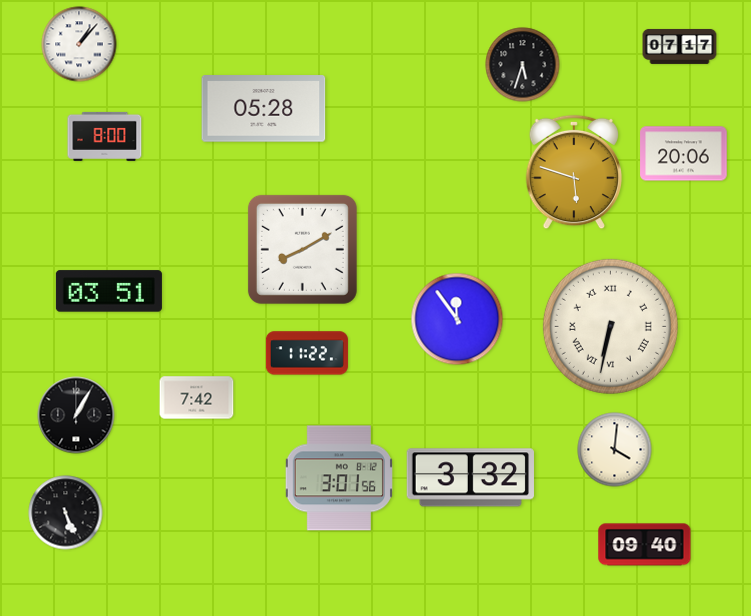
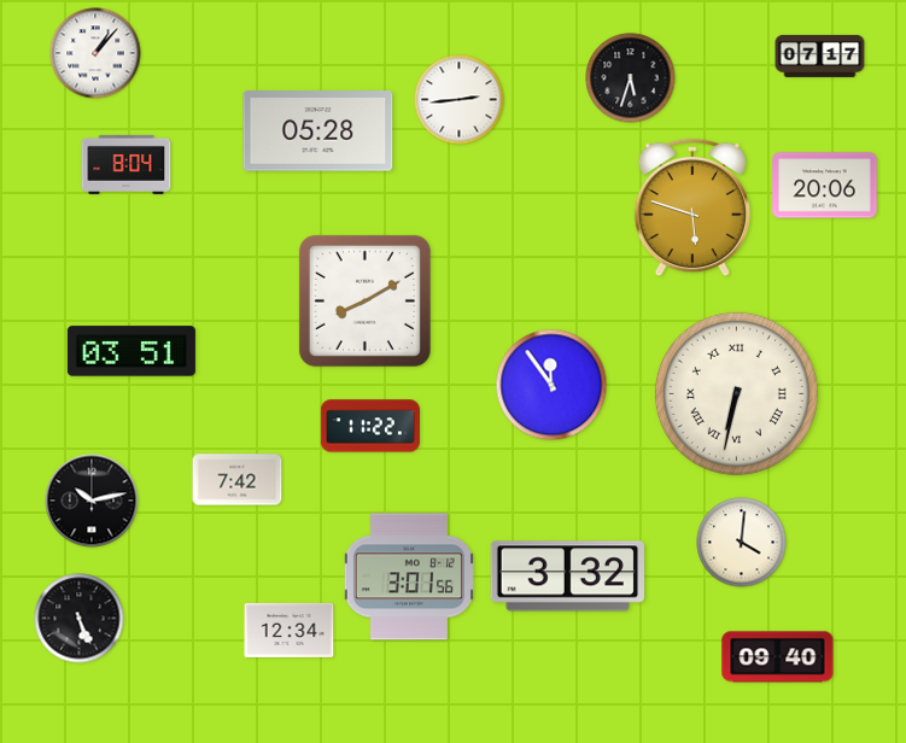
clock at (460, 100): none -> 2:44
clock at (105, 136): 8:00 -> 8:04
clock at (76, 415): 1:05 -> 10:13
clock at (290, 630): none -> 12:34
